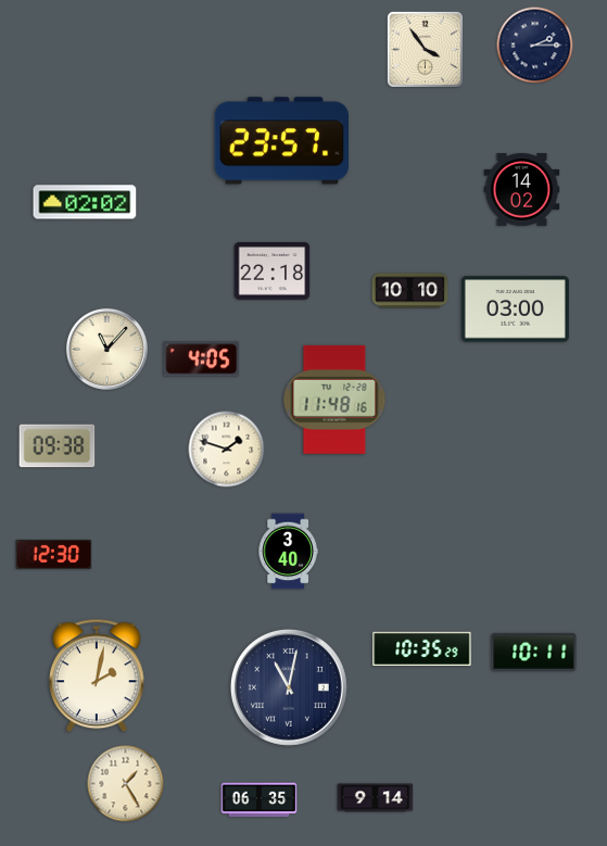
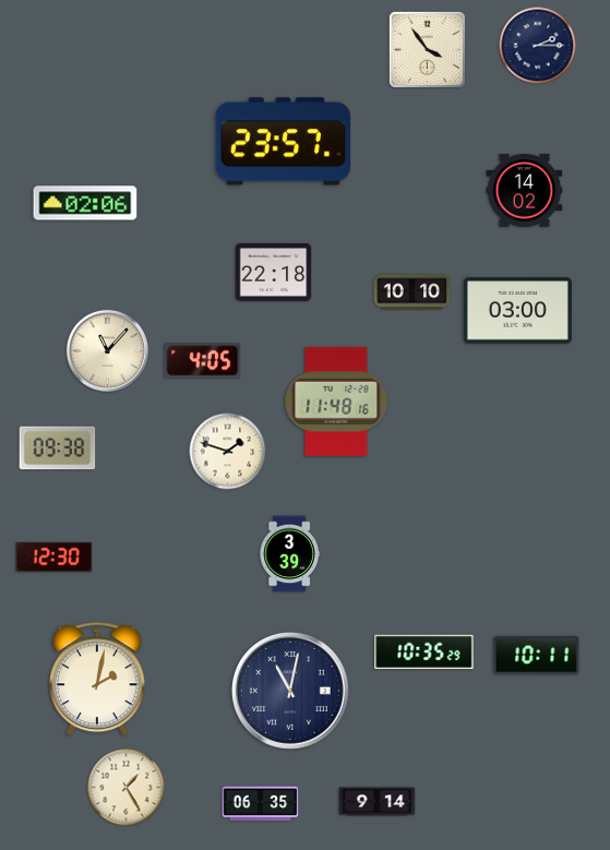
clock at (85, 202): 02:02 -> 02:06
clock at (288, 552): 3:40 -> 3:39
